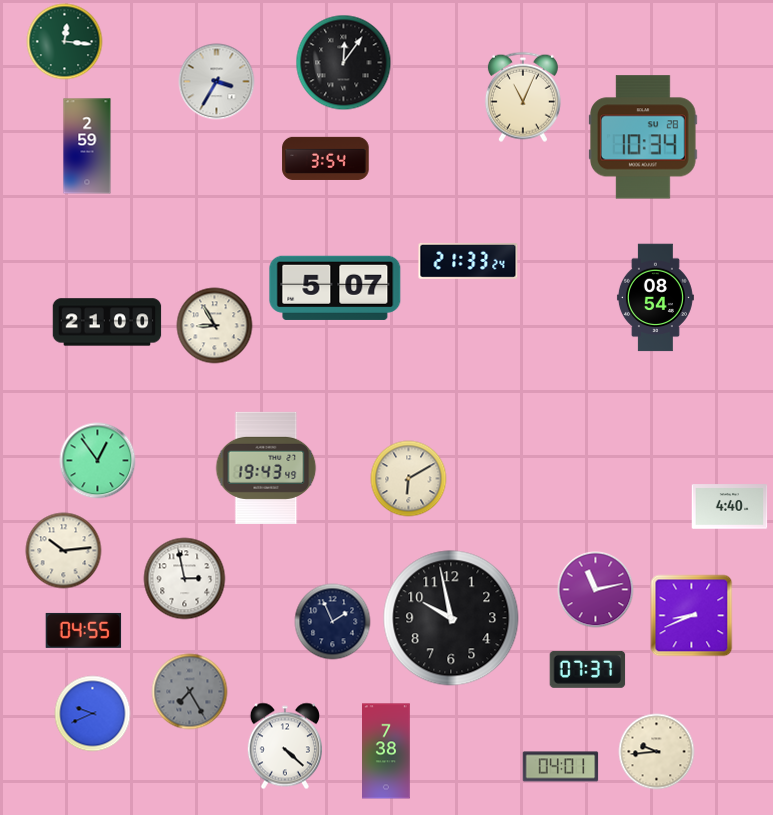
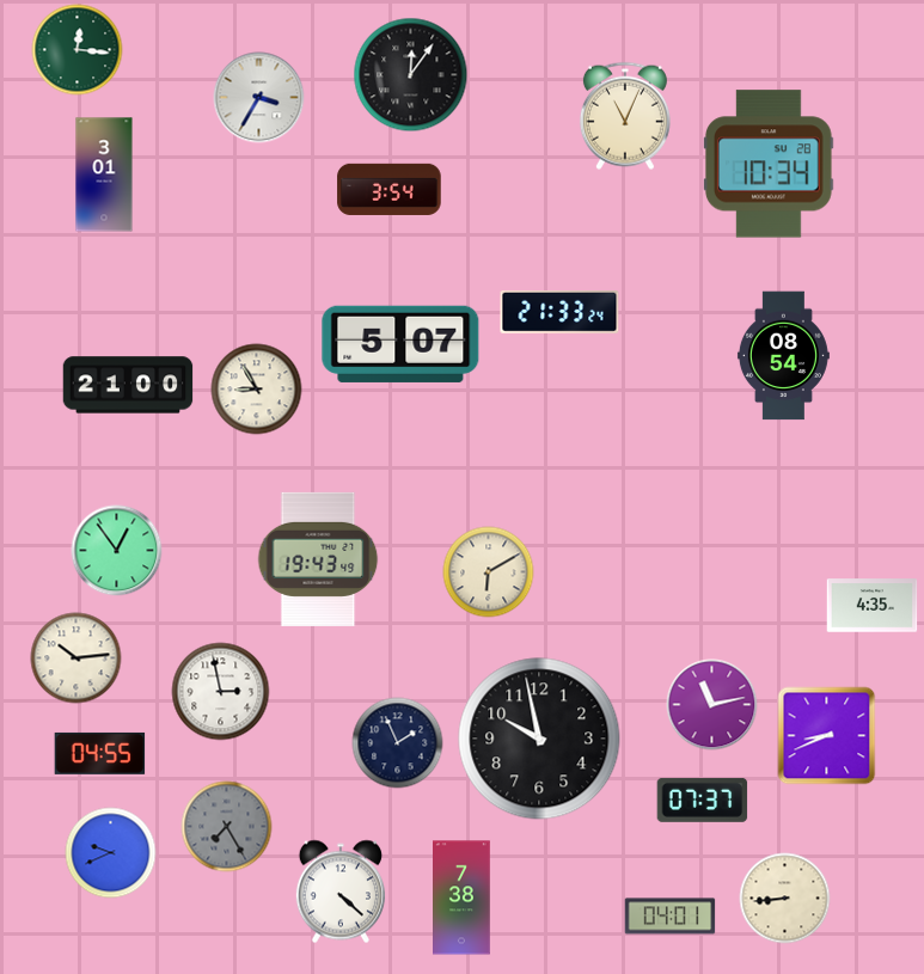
clock at (87, 146): 2:59 -> 3:01
clock at (730, 507): 4:40 -> 4:35
clock at (657, 752): 9:44 -> 8:44
